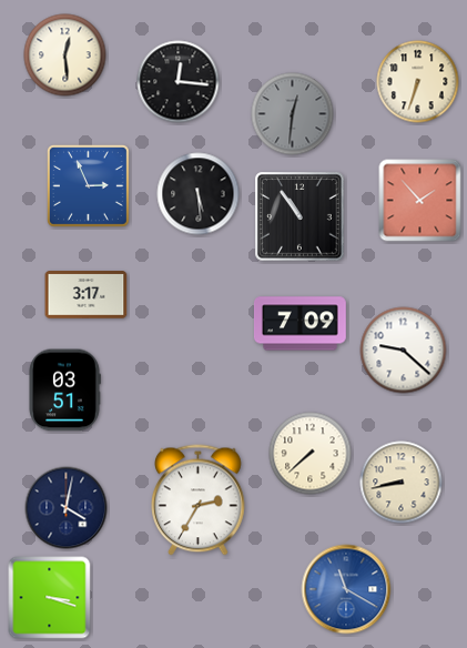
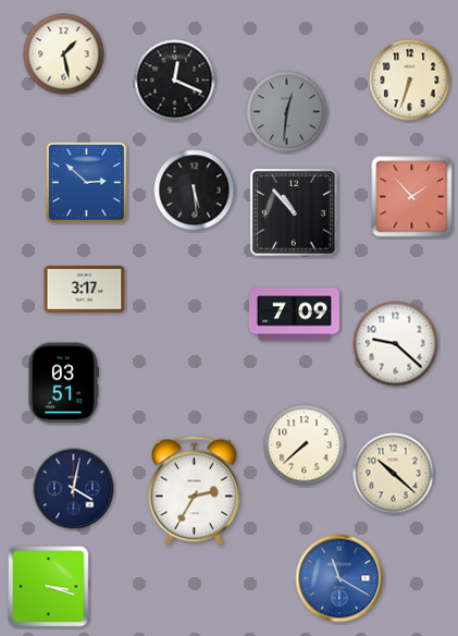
clock at (65, 55): 12:29 -> 1:28
clock at (179, 82): 12:16 -> 12:19
clock at (88, 185): 2:56 -> 2:52
clock at (300, 216): 10:54 -> 10:53
clock at (300, 324) position: (300, 324) -> (294, 315)
clock at (402, 483): 8:43 -> 10:22
clock at (67, 508) position: (67, 508) -> (74, 489)
